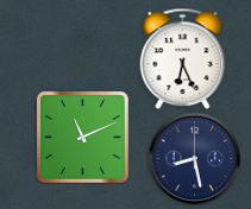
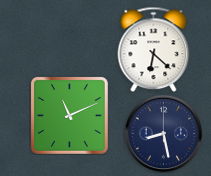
clock at (183, 58): 6:26 -> 6:22
